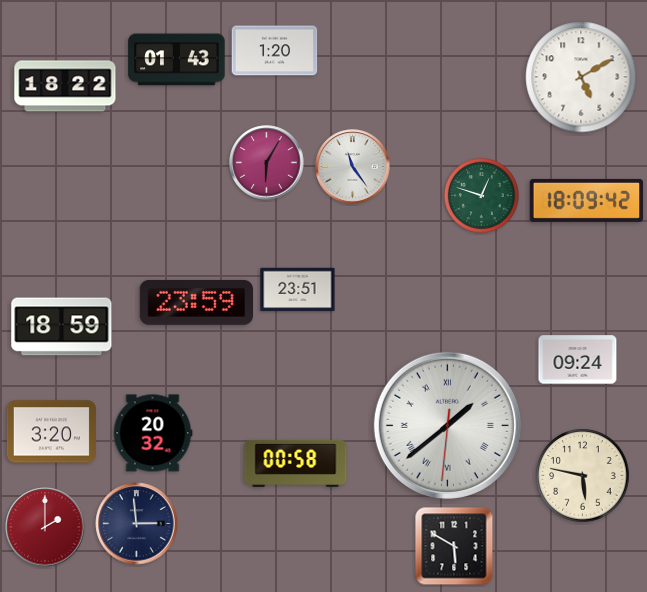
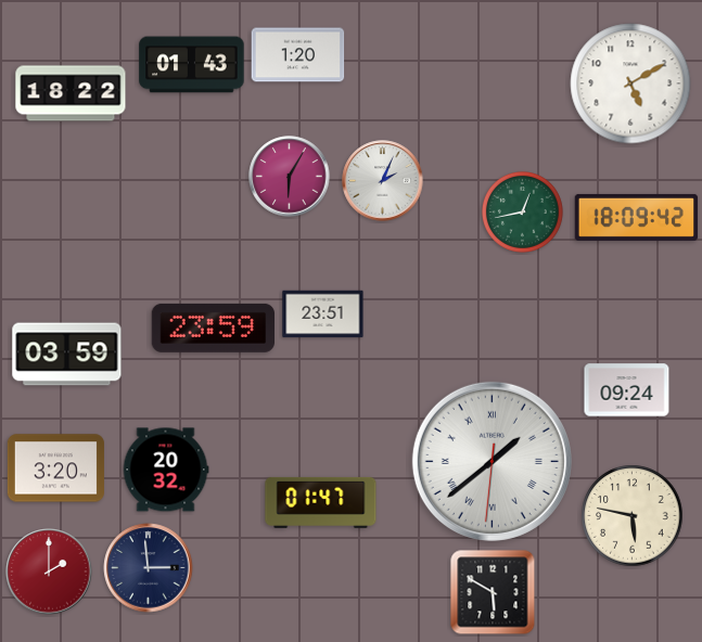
clock at (353, 167): 11:24 -> 2:04
clock at (481, 195): 12:48 -> 12:43
clock at (62, 327): 18:59 -> 03:59
clock at (447, 425) position: (447, 425) -> (492, 461)
clock at (296, 463): 00:58 -> 01:47
